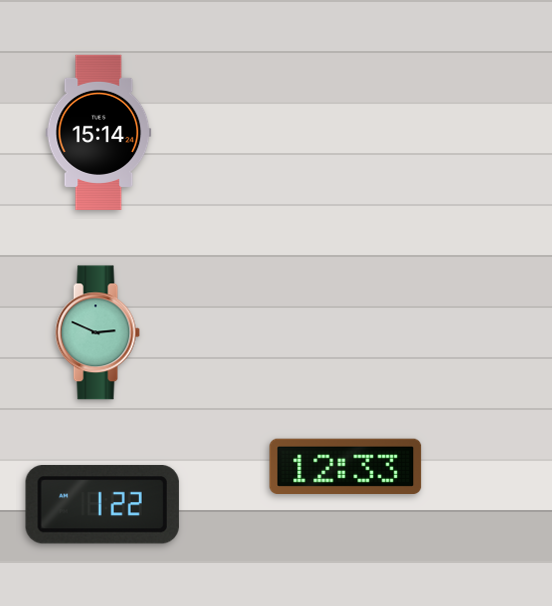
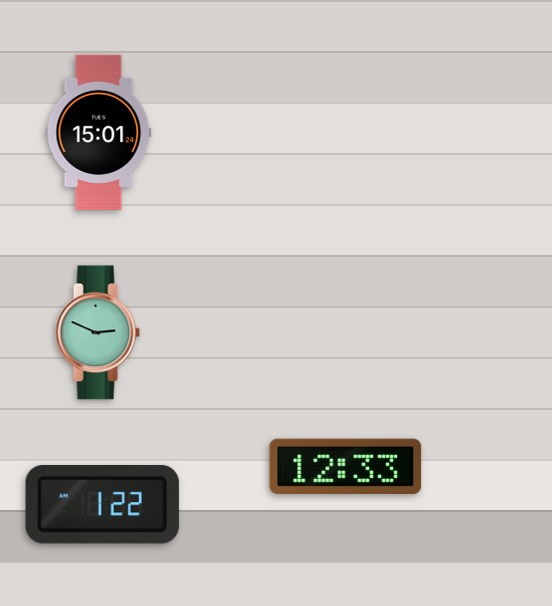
clock at (99, 132): 15:14 -> 15:01
